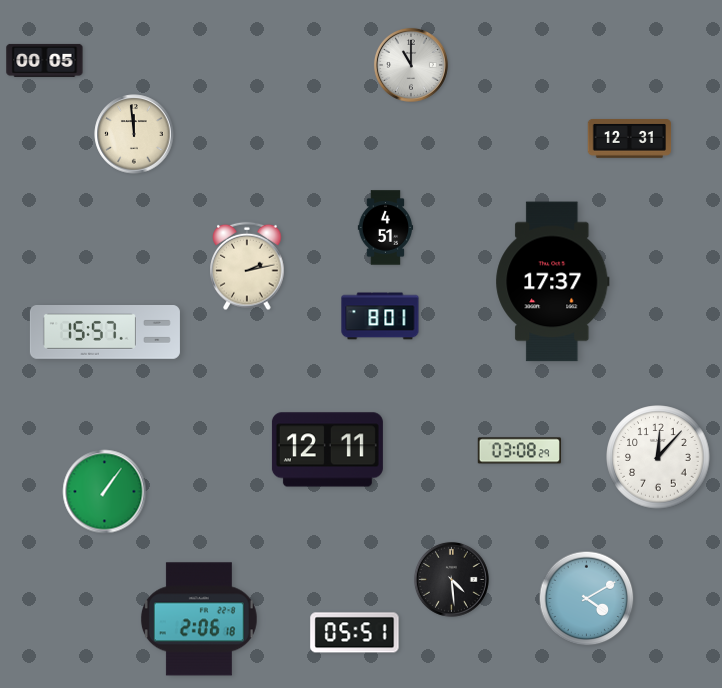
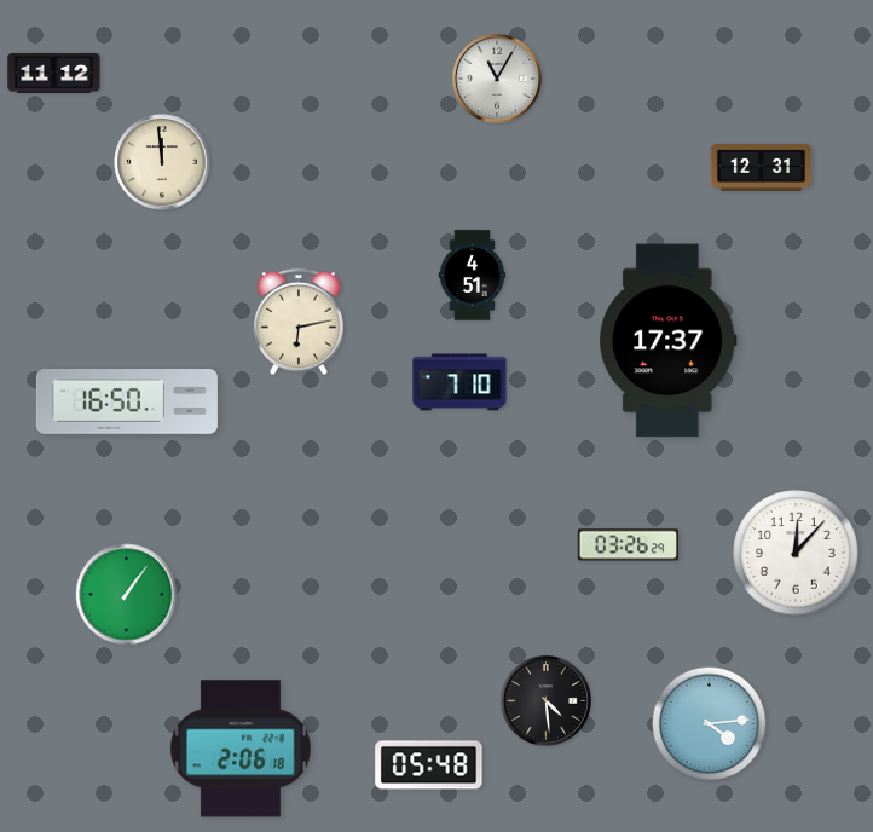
clock at (45, 60): 00:05 -> 11:12
clock at (411, 65): 11:00 -> 11:05
clock at (386, 228) position: (386, 228) -> (473, 276)
clock at (247, 266): 2:13 -> 6:13
clock at (380, 316): 8:01 -> 7:10
clock at (105, 333): 15:57 -> 16:50
clock at (327, 450): 12:11 -> none
clock at (520, 451): 03:08 -> 03:26
clock at (587, 599): 4:10 -> 4:14
clock at (355, 633): 05:51 -> 05:48
